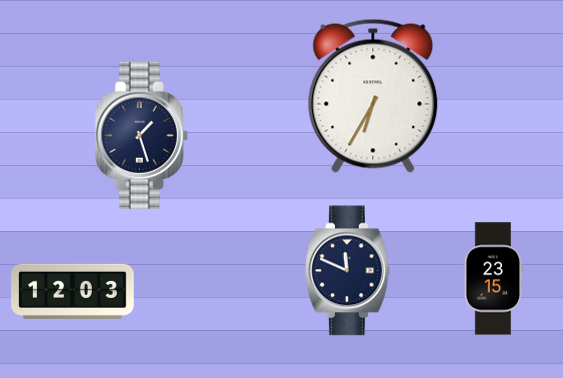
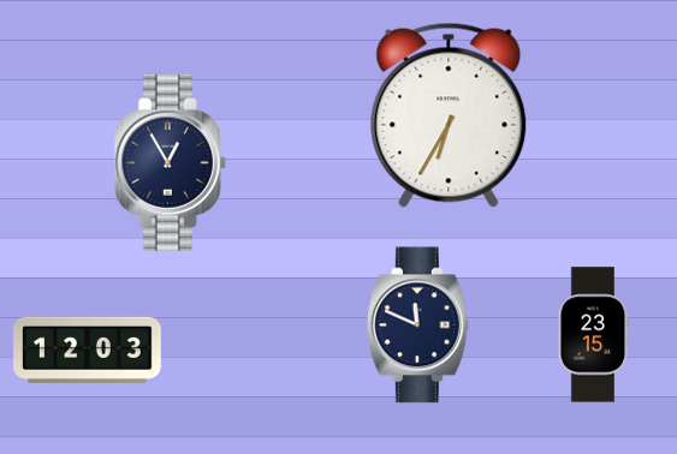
clock at (141, 135): 1:27 -> 12:55
